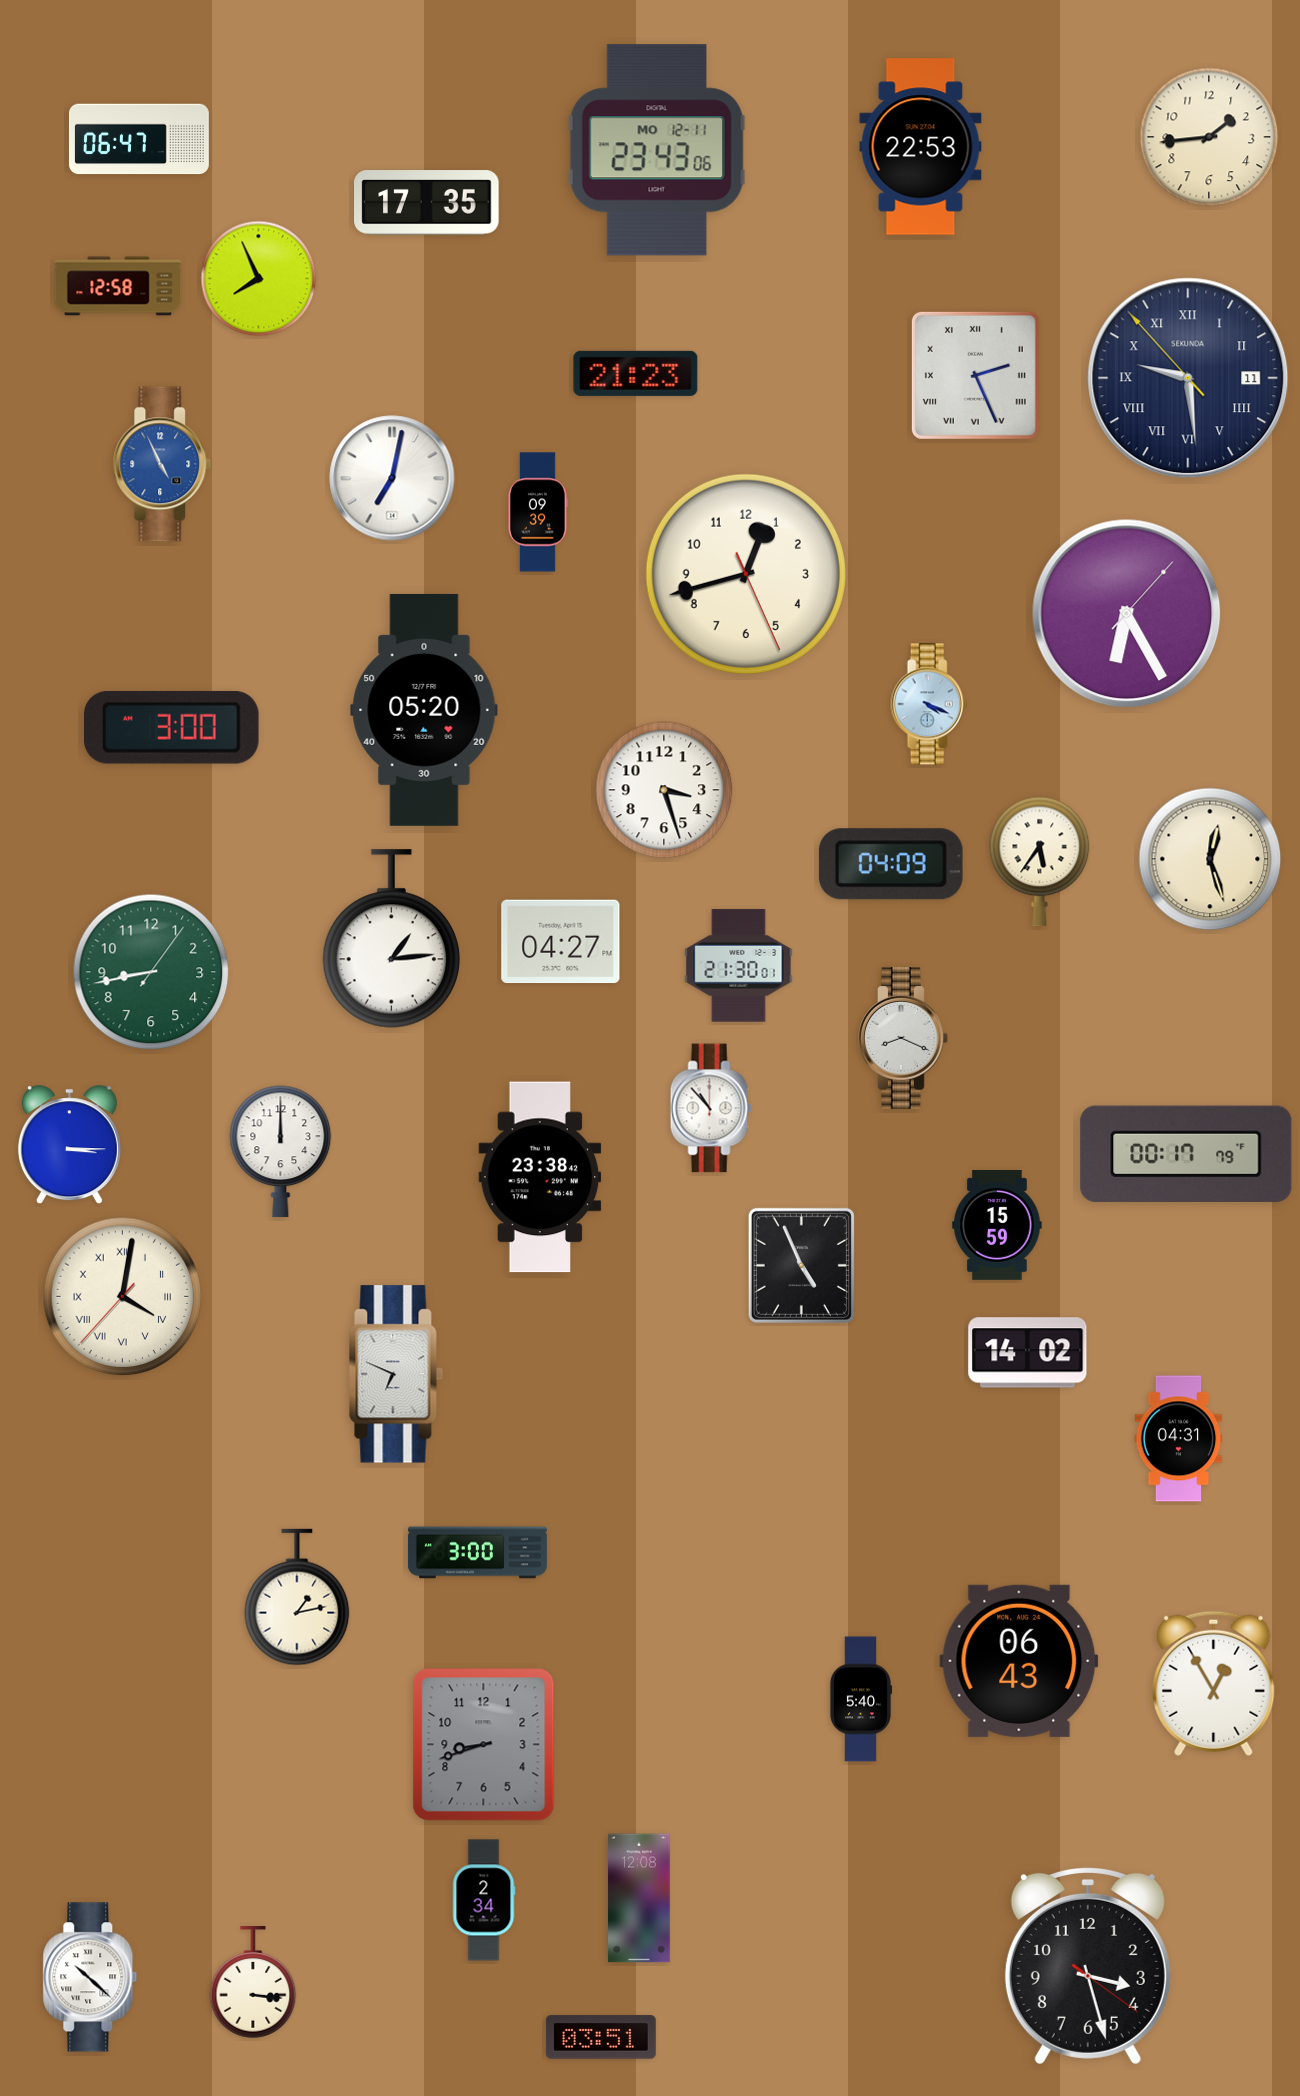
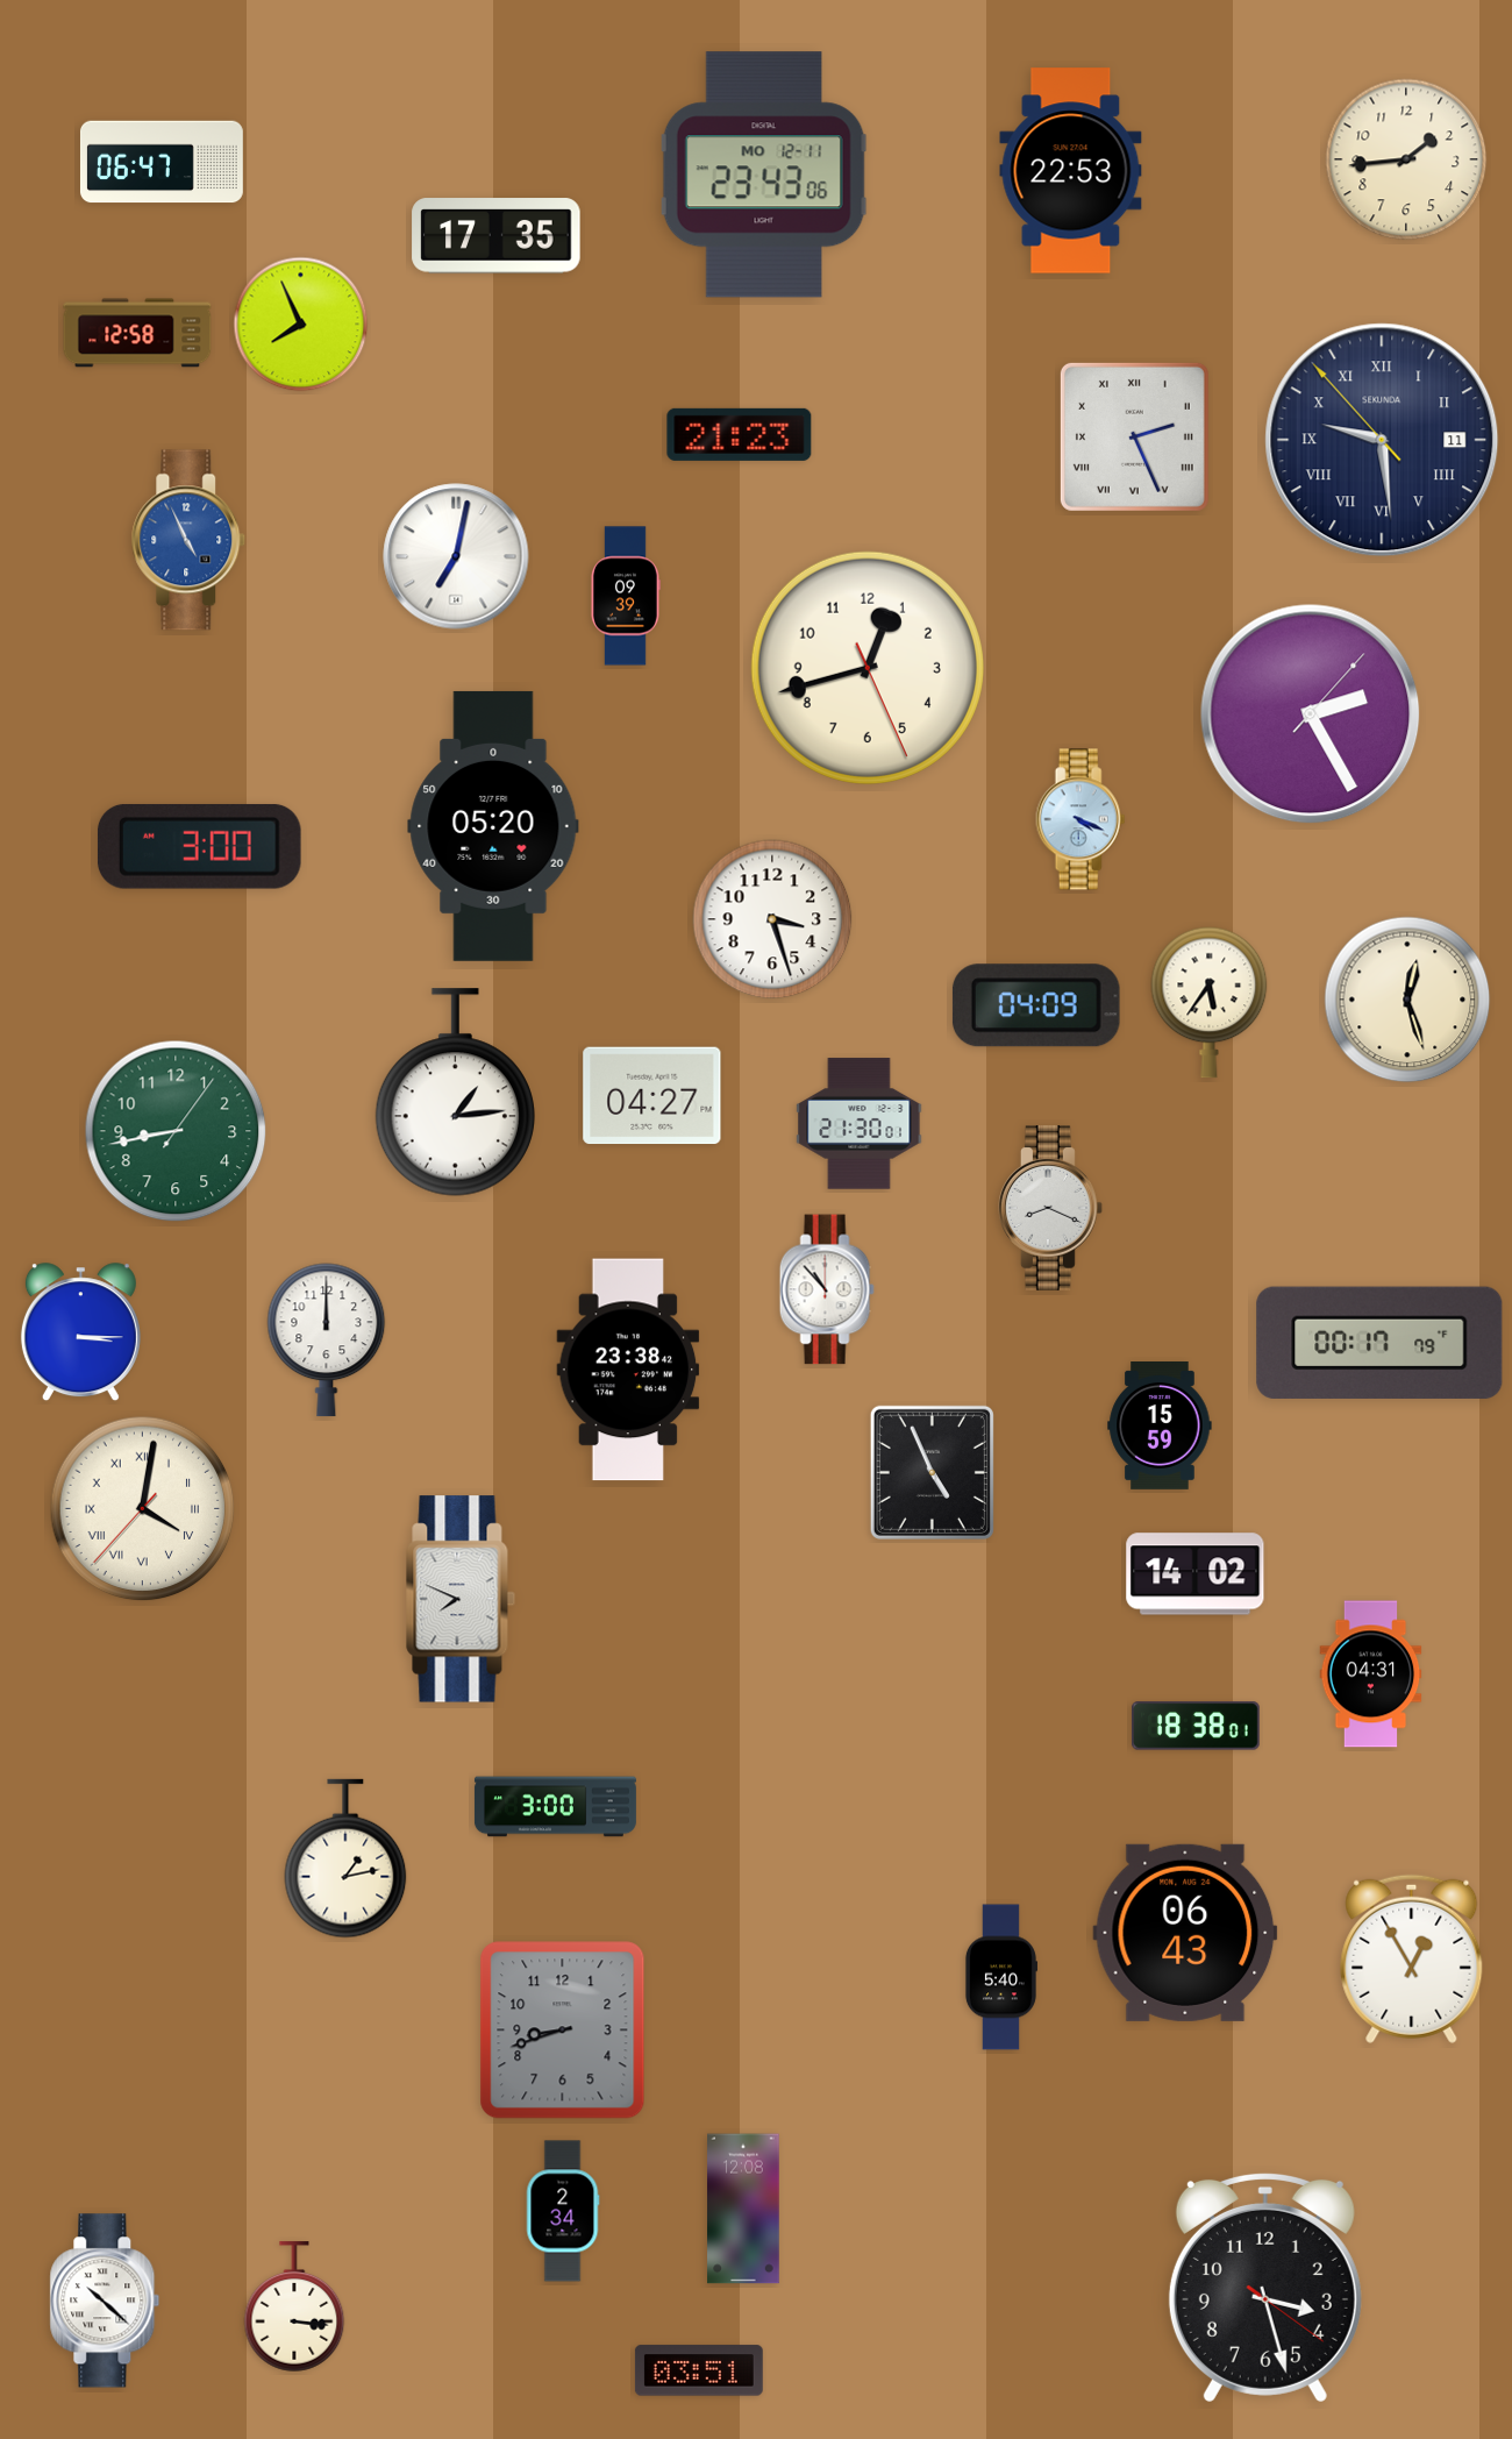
clock at (1127, 614): 6:25 -> 2:25
clock at (396, 1374): 6:49 -> 7:49
clock at (1196, 1726): none -> 18:38
